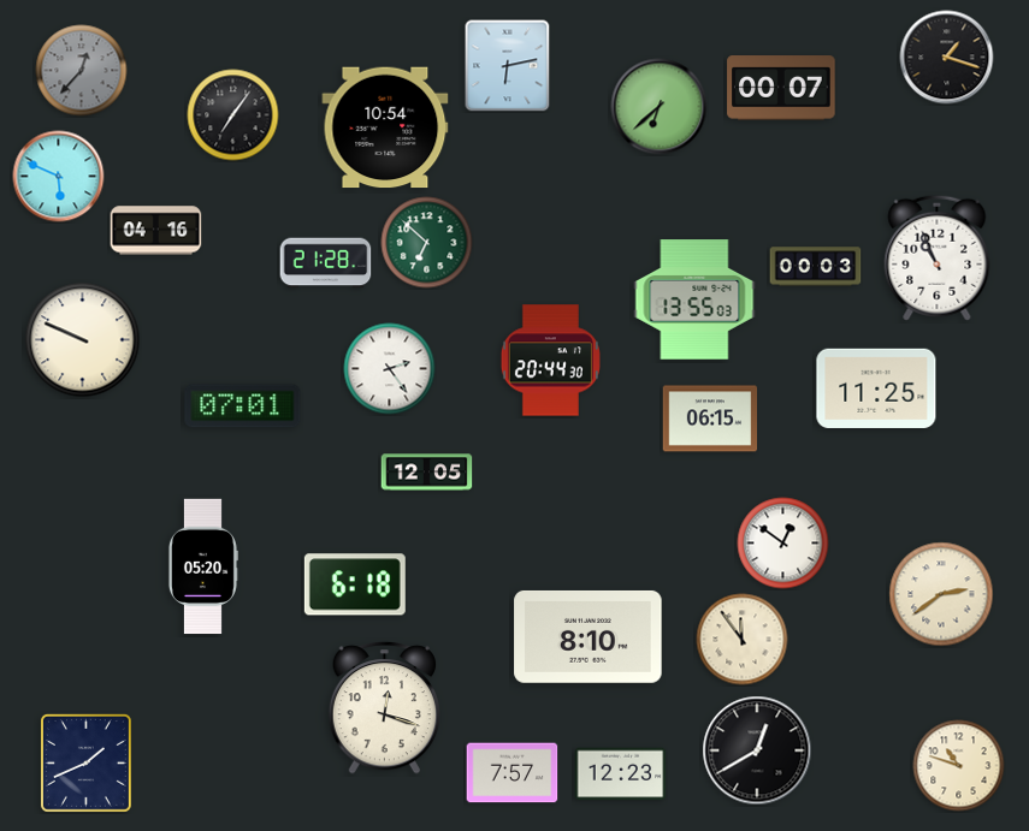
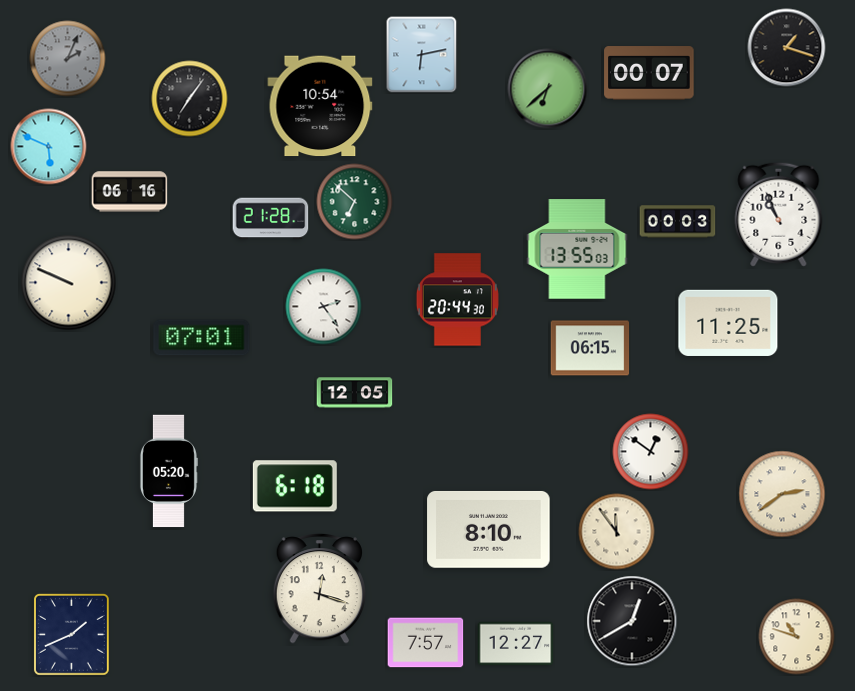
clock at (82, 71): 12:37 -> 2:04
clock at (233, 115) position: (233, 115) -> (190, 99)
clock at (156, 231): 04:16 -> 06:16
clock at (757, 750) position: (757, 750) -> (632, 621)
clock at (621, 774): 12:23 -> 12:27
